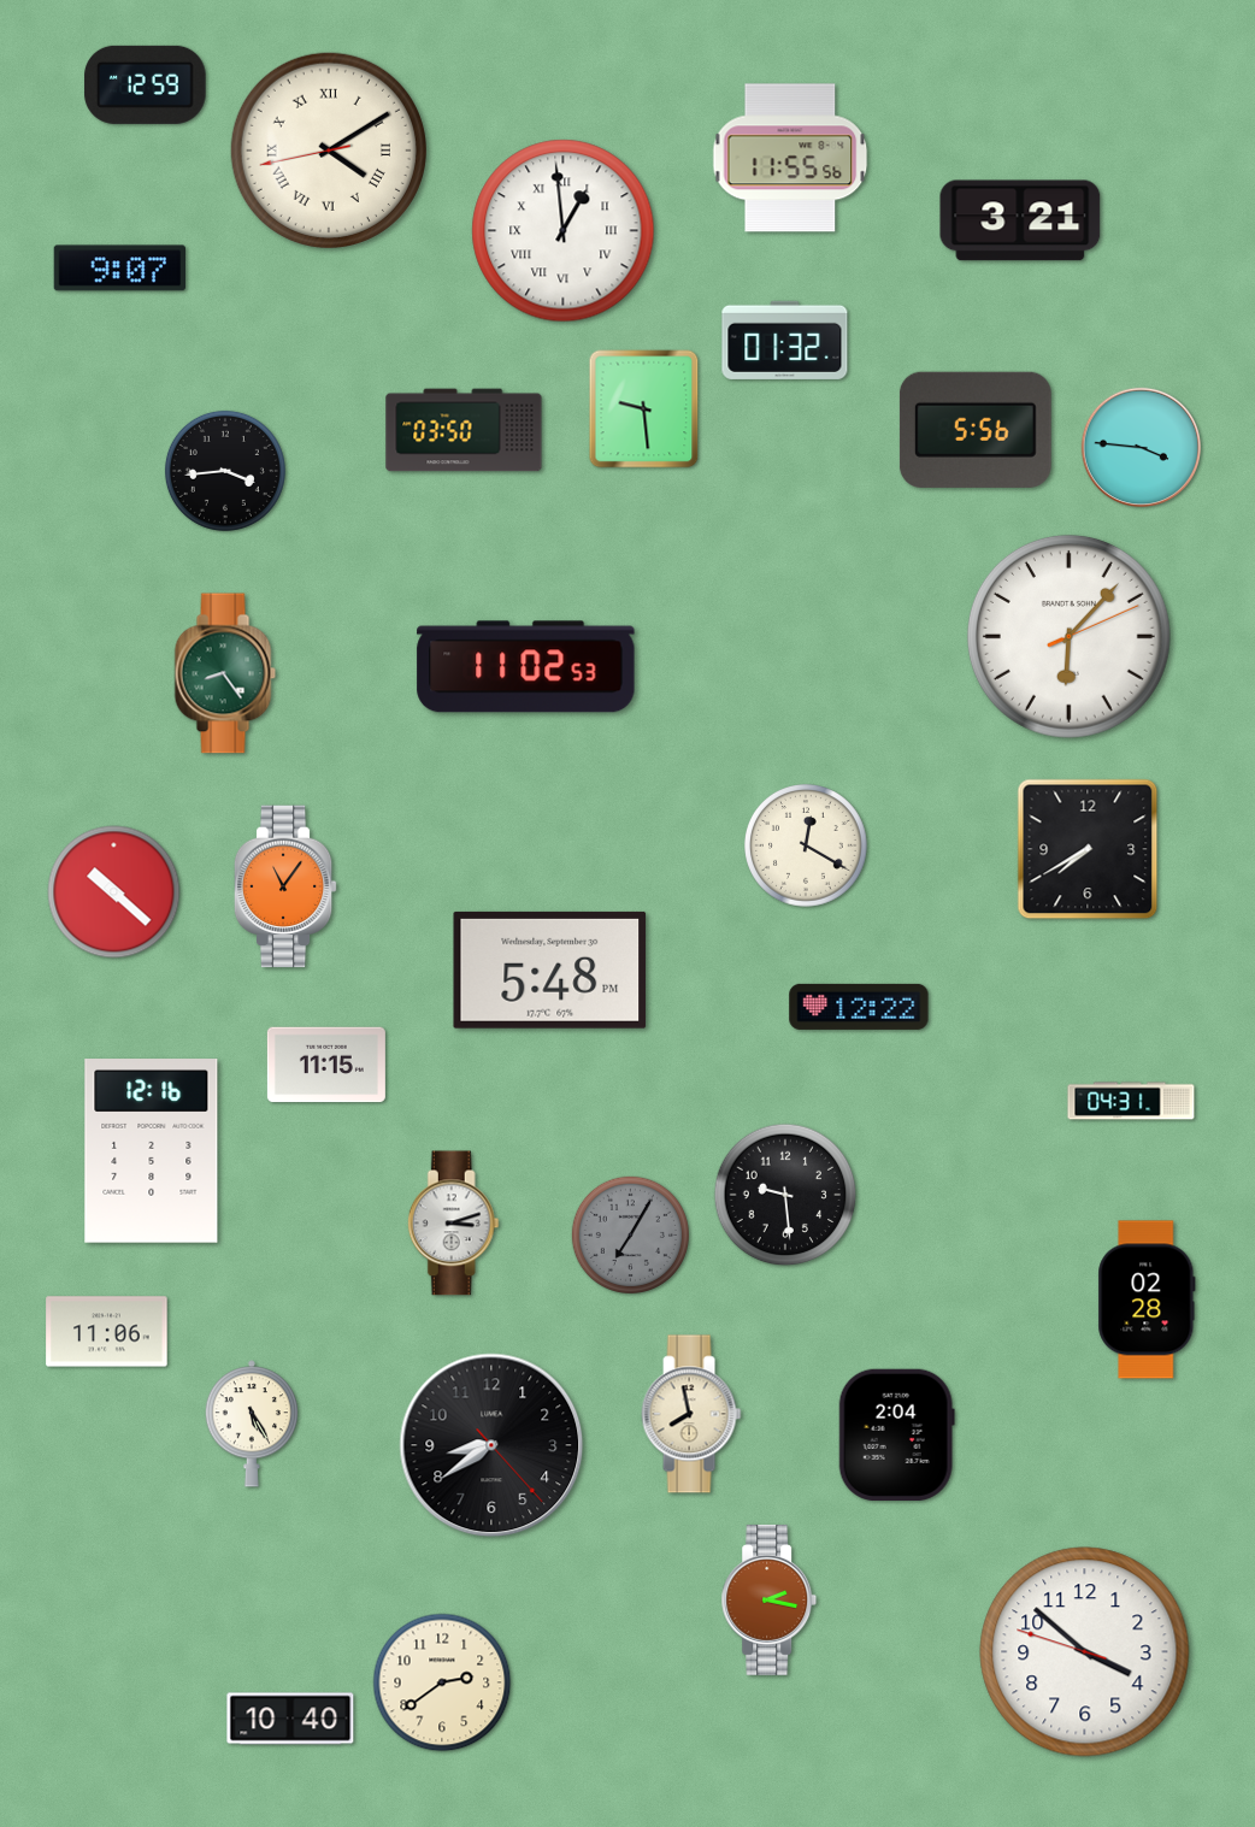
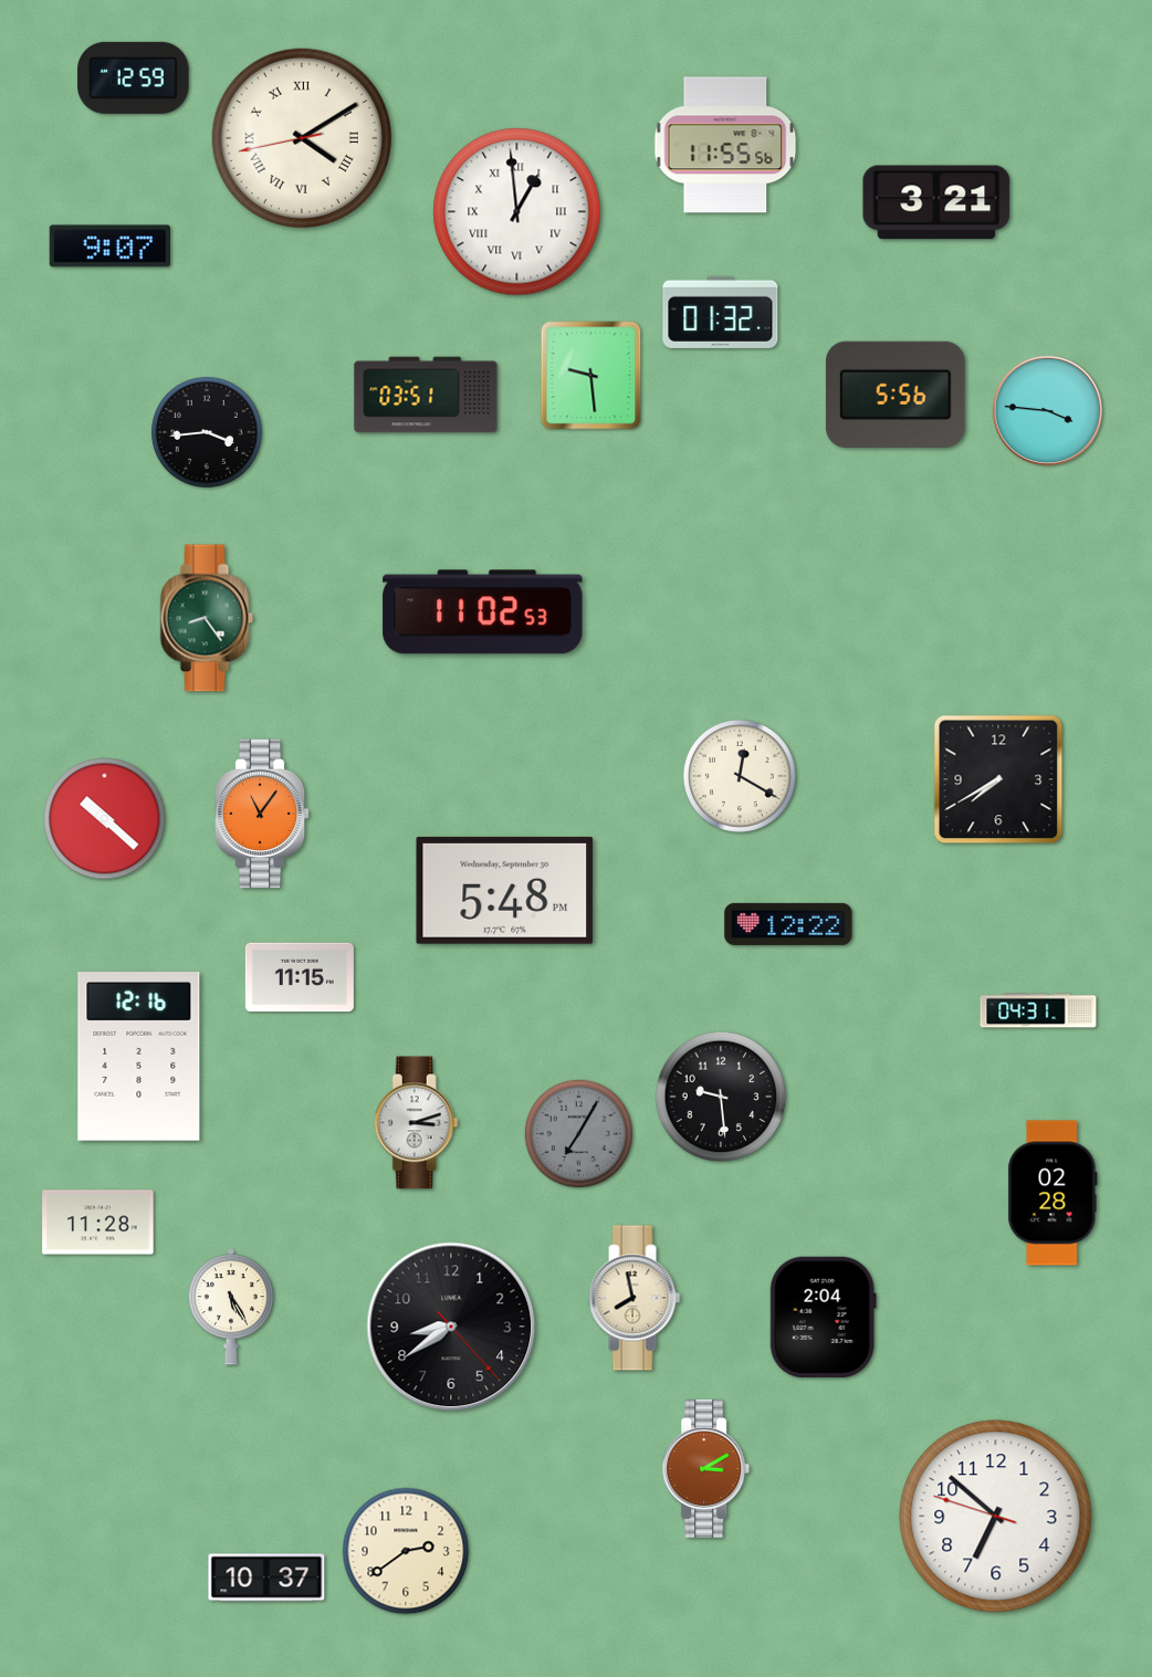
clock at (464, 430): 03:50 -> 03:51
clock at (1068, 636): 6:07 -> none
clock at (107, 1332): 11:06 -> 11:28
clock at (770, 1599): 2:17 -> 3:10
clock at (1085, 1652): 3:51 -> 6:51
clock at (442, 1682) position: (442, 1682) -> (406, 1551)
clock at (290, 1719): 10:40 -> 10:37
